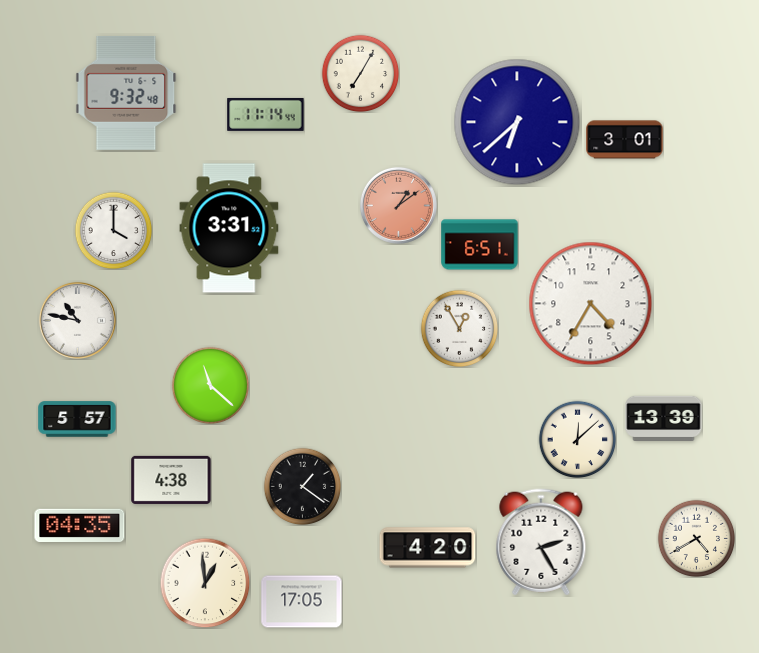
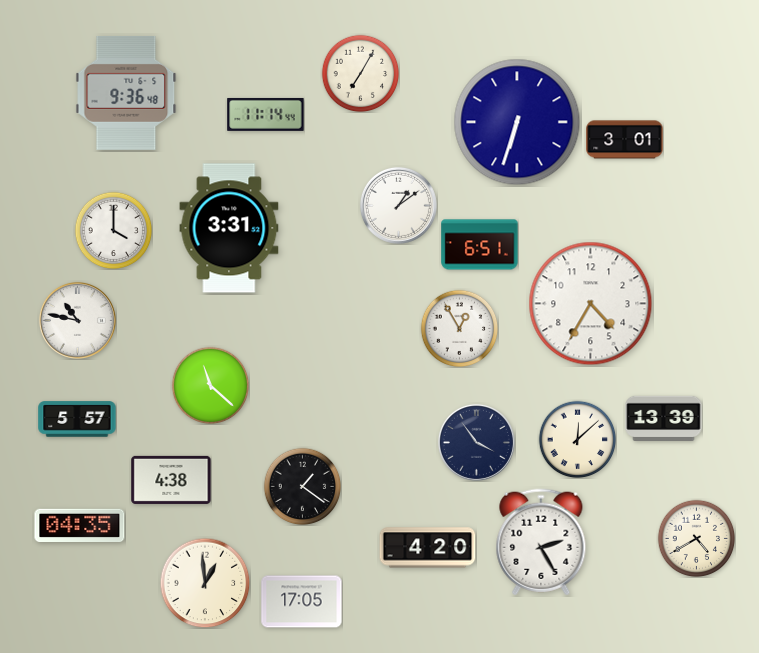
clock at (126, 93): 9:32 -> 9:36
clock at (517, 122): 6:38 -> 6:33
clock at (398, 205) dial: salmon -> white
clock at (476, 442): none -> 3:54
